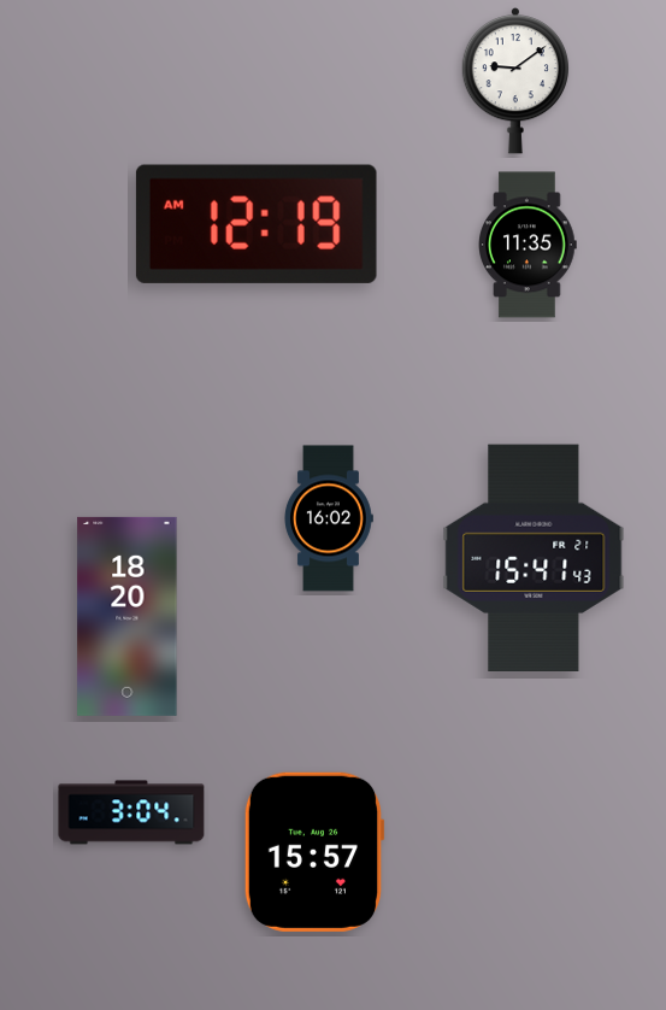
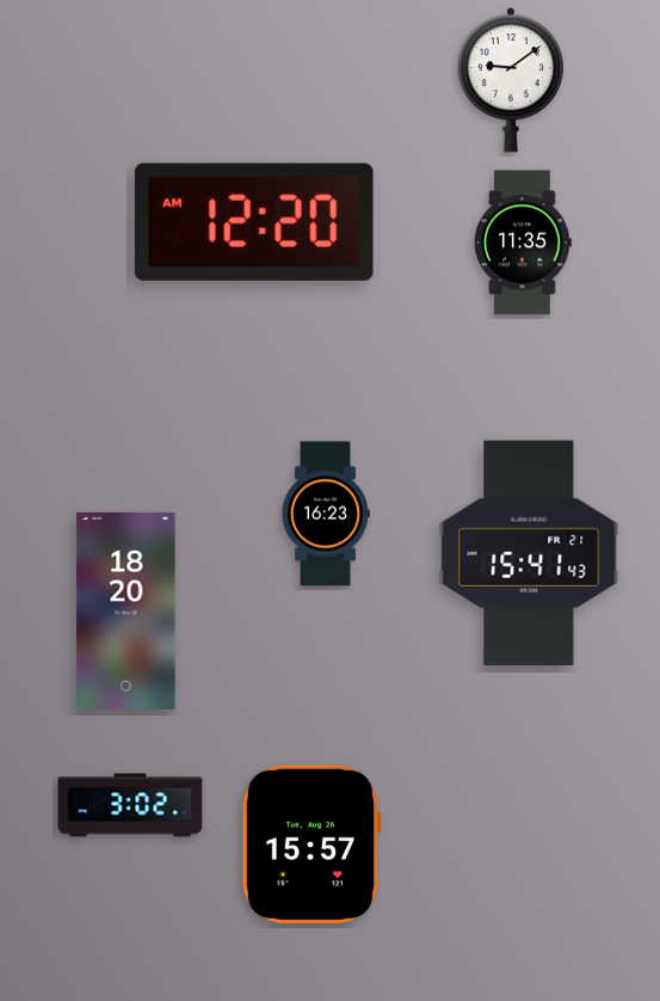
clock at (257, 224): 12:19 -> 12:20
clock at (329, 518): 16:02 -> 16:23
clock at (131, 812): 3:04 -> 3:02
